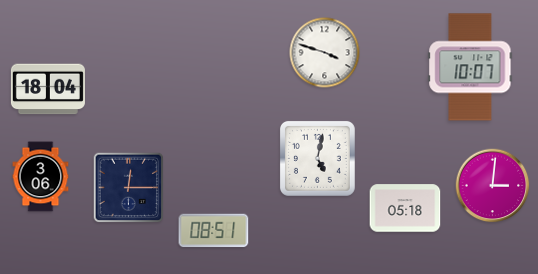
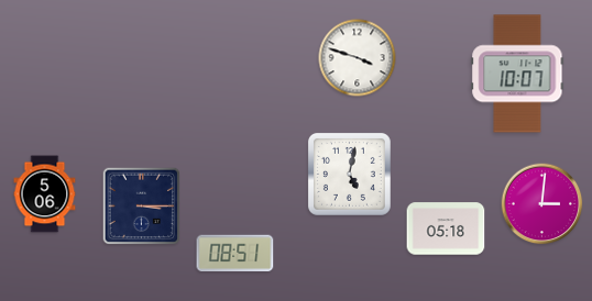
clock at (48, 89): 18:04 -> none
clock at (41, 177): 3:06 -> 5:06
clock at (129, 188): 12:15 -> 3:15
